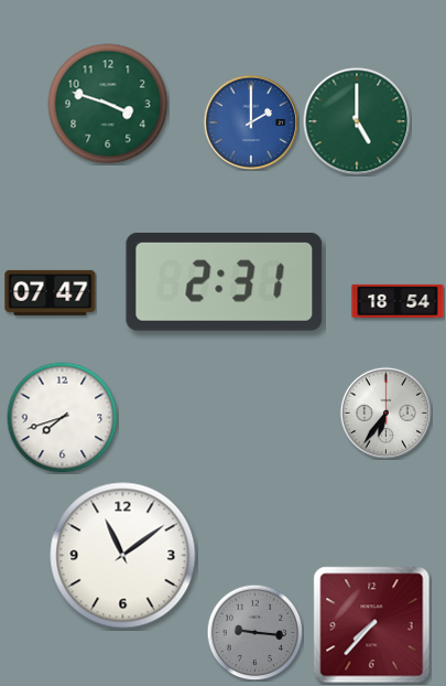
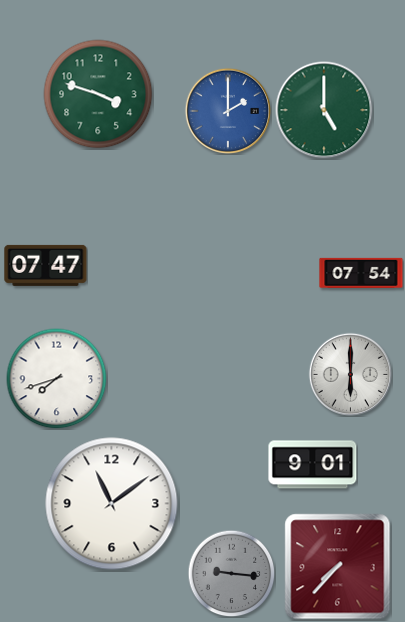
clock at (225, 281): 2:31 -> none
clock at (398, 300): 18:54 -> 07:54
clock at (385, 412): 6:36 -> 6:00
clock at (313, 465): none -> 9:01
